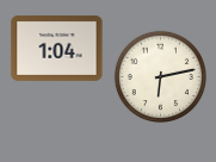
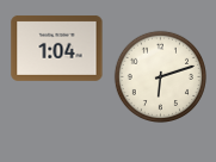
clock at (160, 76): 6:13 -> 6:12
